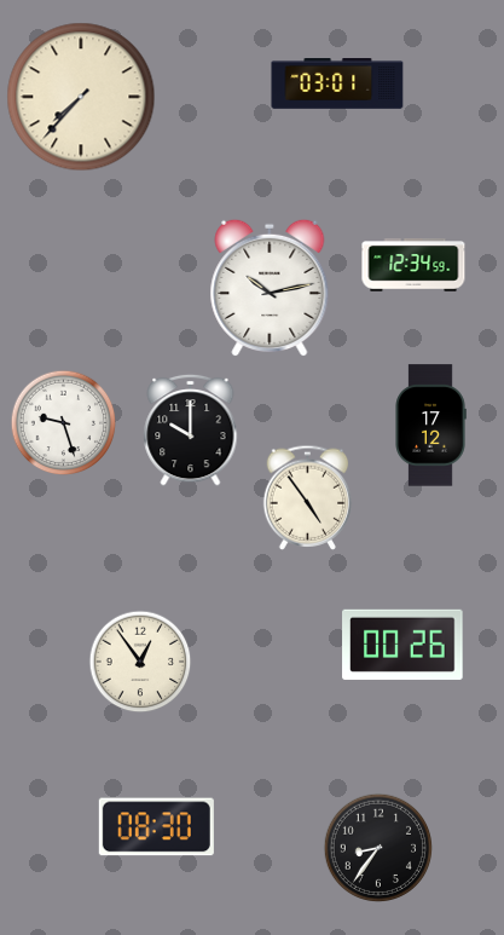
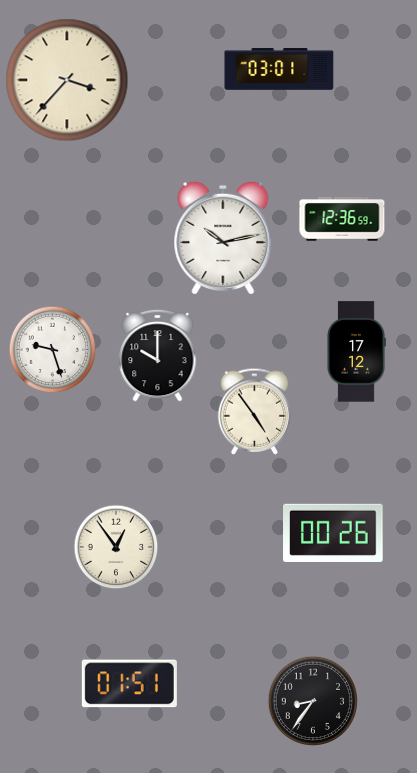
clock at (81, 97): 7:37 -> 3:37
clock at (413, 265): 12:34 -> 12:36
clock at (156, 827): 08:30 -> 01:51
